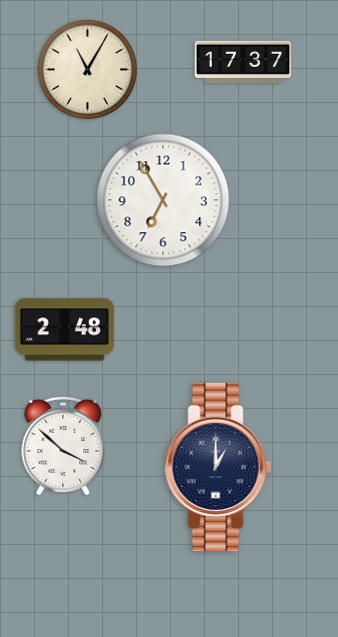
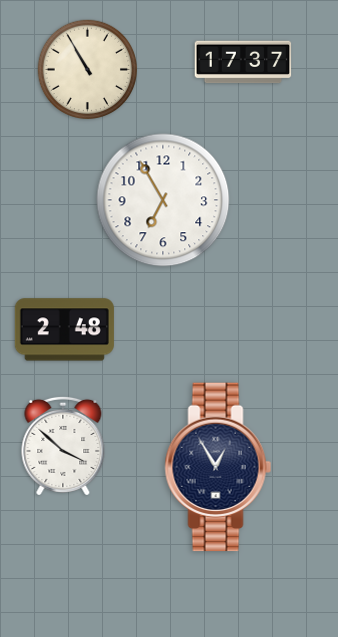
clock at (88, 70): 11:05 -> 10:55
clock at (218, 467): 1:00 -> 12:55
